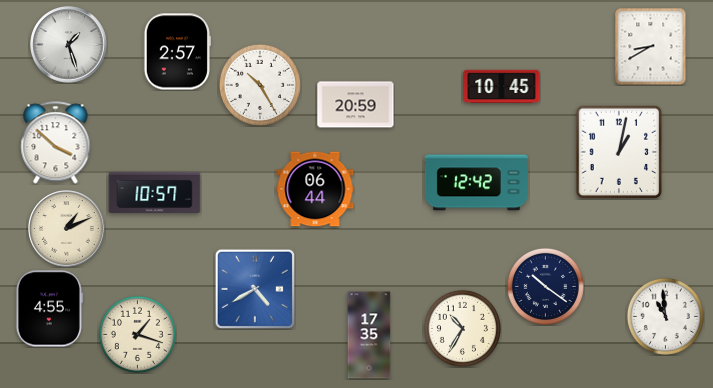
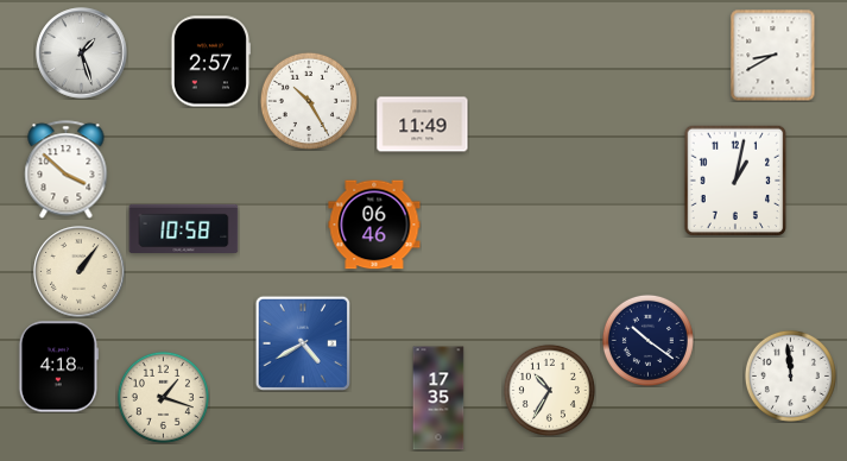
clock at (502, 86): 10:45 -> none
clock at (356, 105): 20:59 -> 11:49
clock at (476, 183): 12:42 -> none
clock at (315, 189): 06:44 -> 06:46
clock at (155, 192): 10:57 -> 10:58
clock at (67, 229): 1:11 -> 1:06
clock at (49, 309): 4:55 -> 4:18
clock at (665, 316): 10:59 -> 11:59
